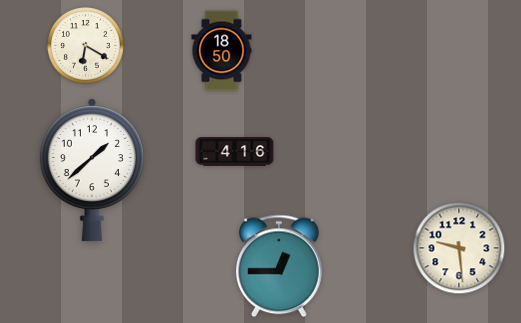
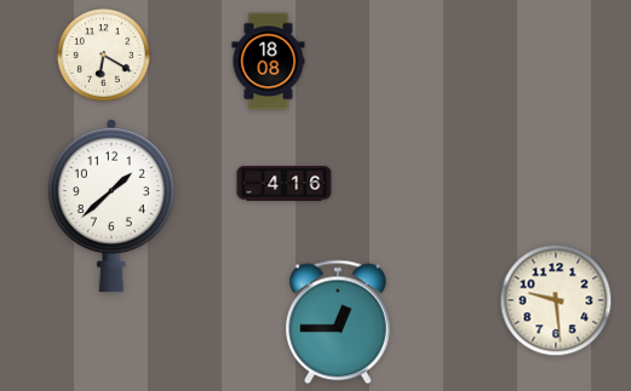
clock at (222, 51): 18:50 -> 18:08
